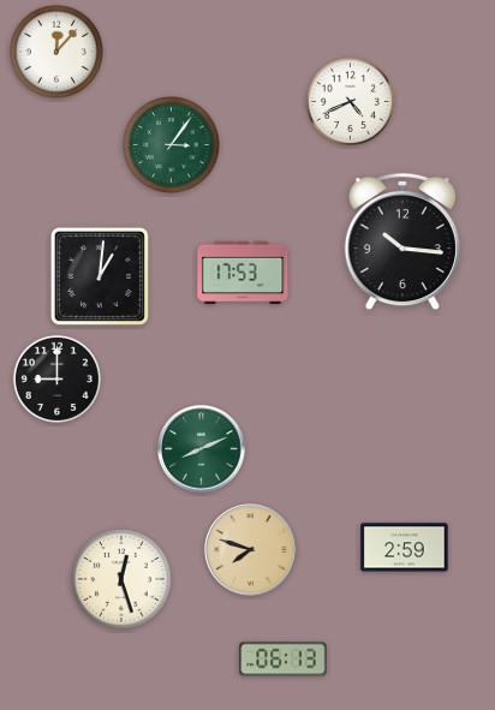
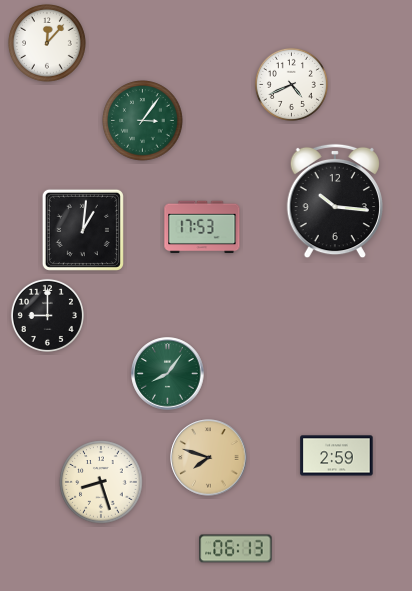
clock at (202, 449): 8:11 -> 8:06
clock at (121, 579): 12:27 -> 8:27
